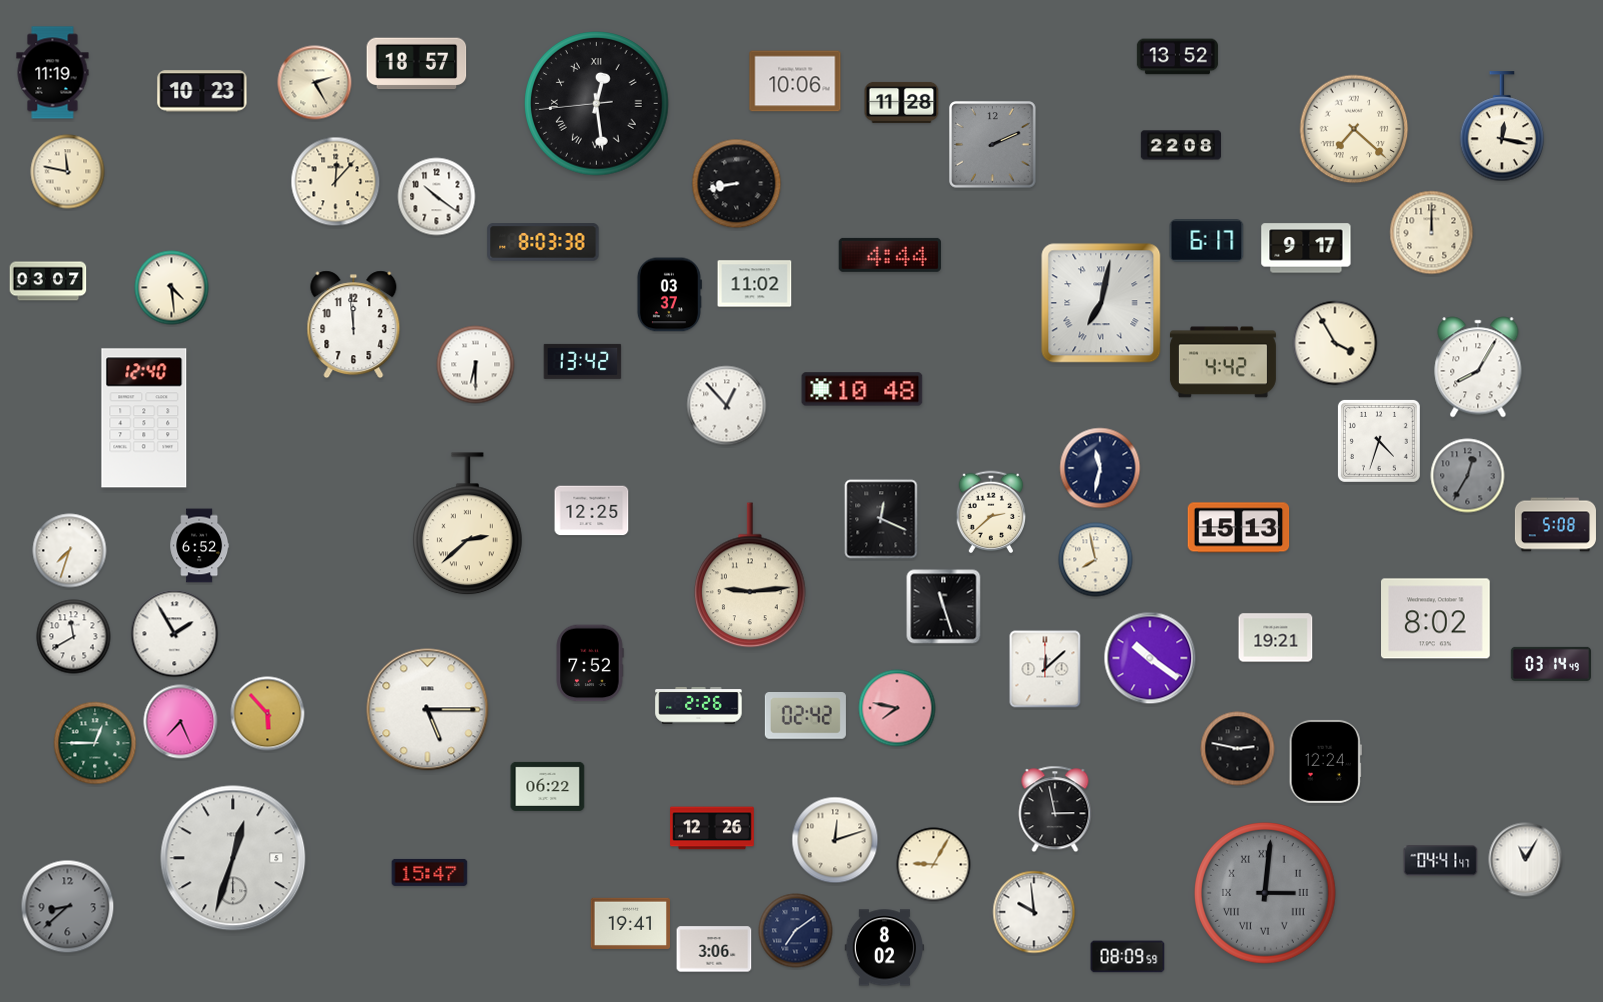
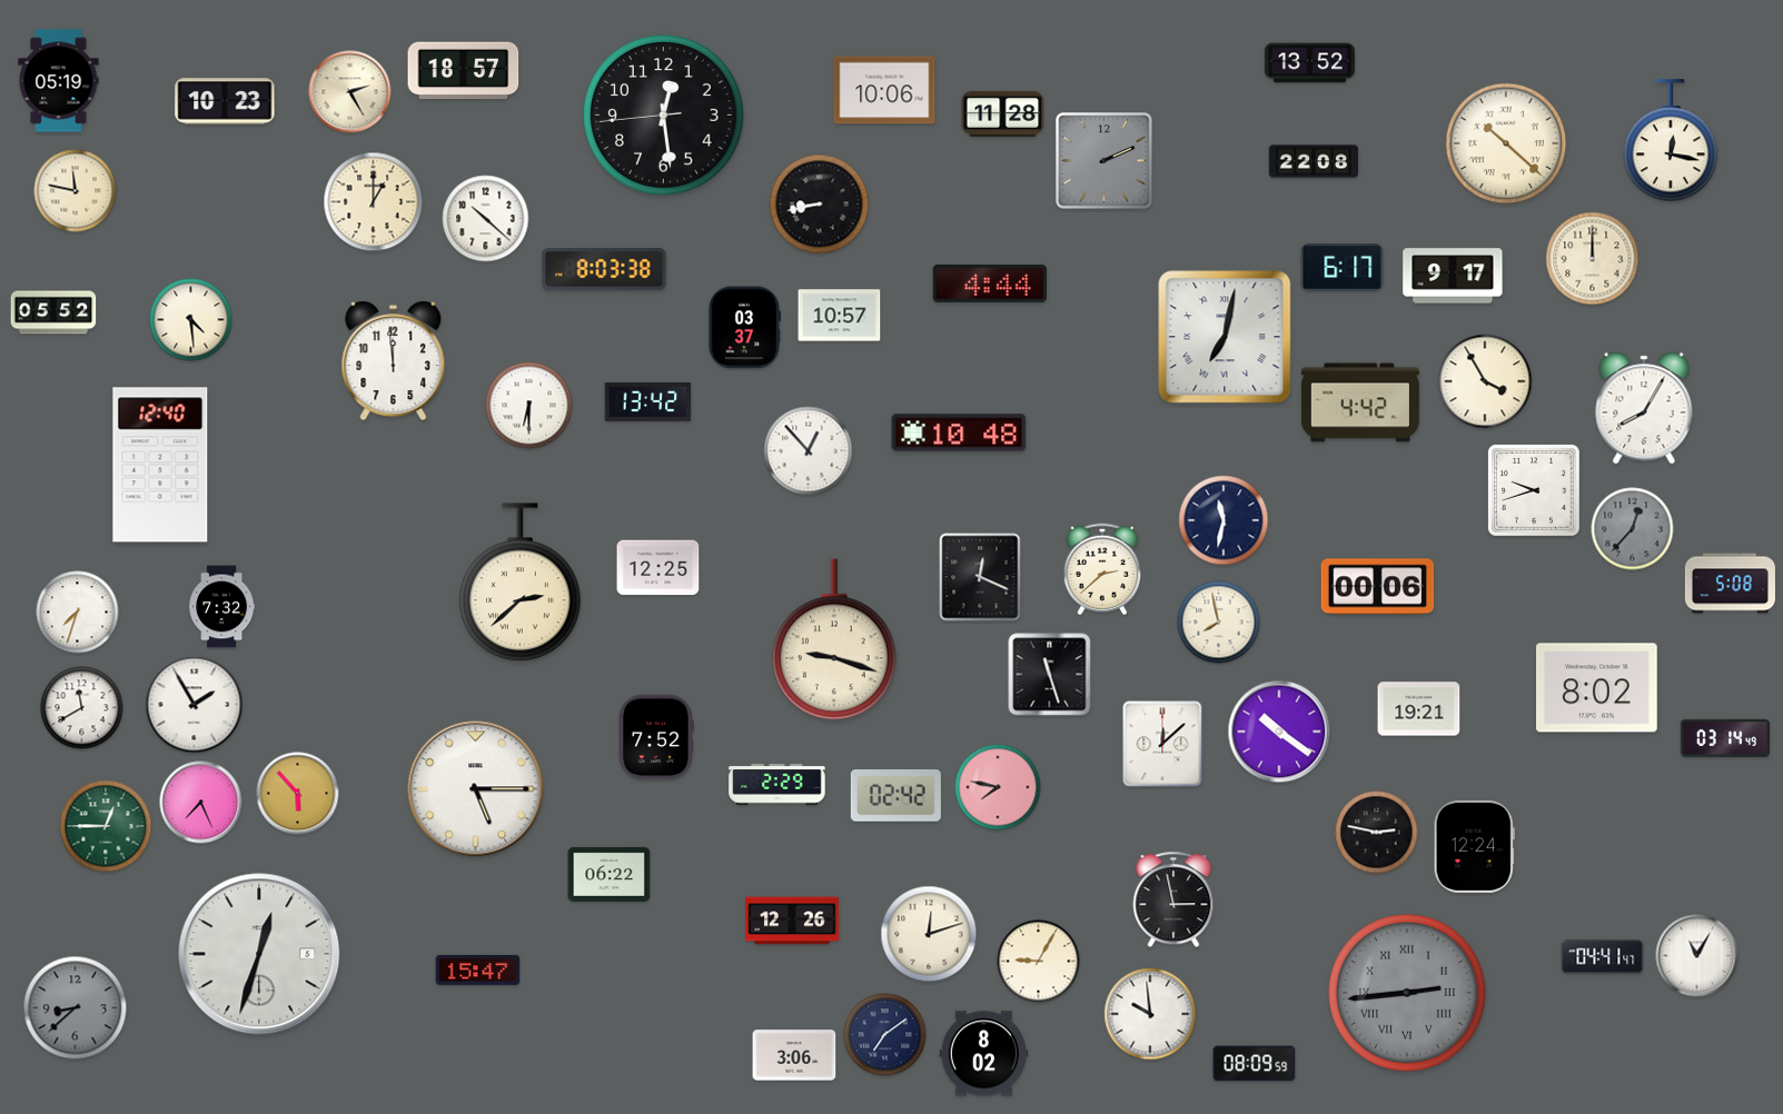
clock at (53, 73): 11:19 -> 05:19
clock at (597, 104) numerals: Roman -> Arabic
clock at (1354, 129): 7:22 -> 10:22
clock at (336, 182): 12:07 -> 1:00
clock at (437, 197): 10:21 -> 10:22
clock at (48, 281): 03:07 -> 05:52
clock at (755, 284): 11:02 -> 10:57
clock at (1379, 441): 4:33 -> 9:42
clock at (1468, 476): 12:35 -> 12:37
clock at (1239, 528): 15:13 -> 00:06
clock at (200, 546): 6:52 -> 7:32
clock at (751, 575): 9:14 -> 9:18
clock at (699, 706): 2:26 -> 2:29
clock at (1266, 894): 3:01 -> 2:44
clock at (630, 923): 19:41 -> none
